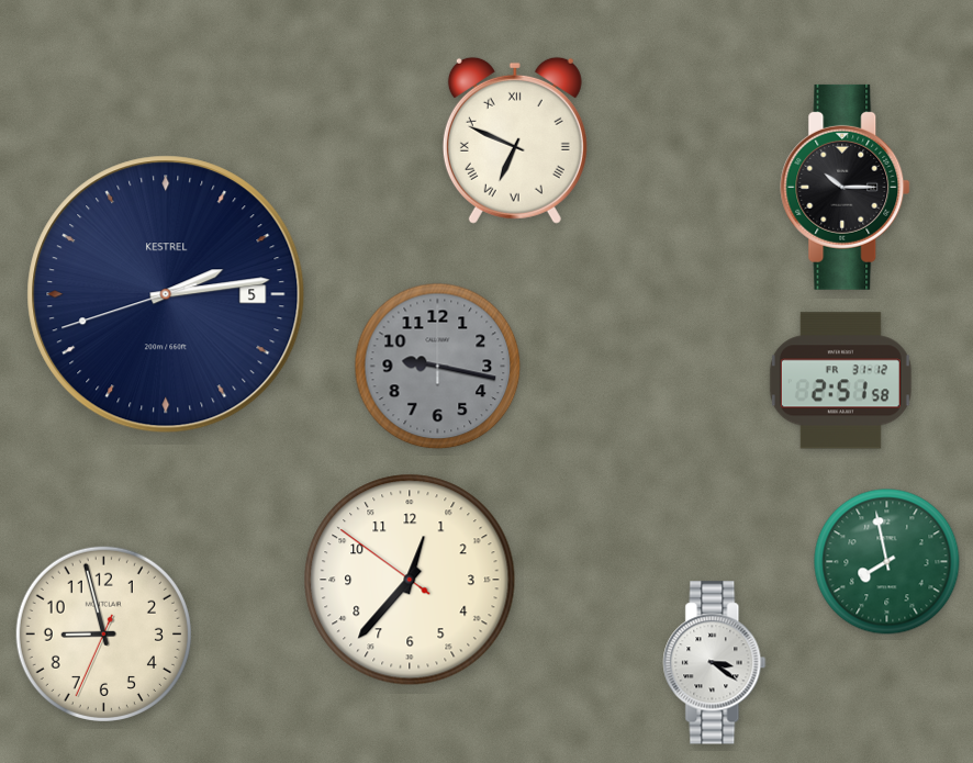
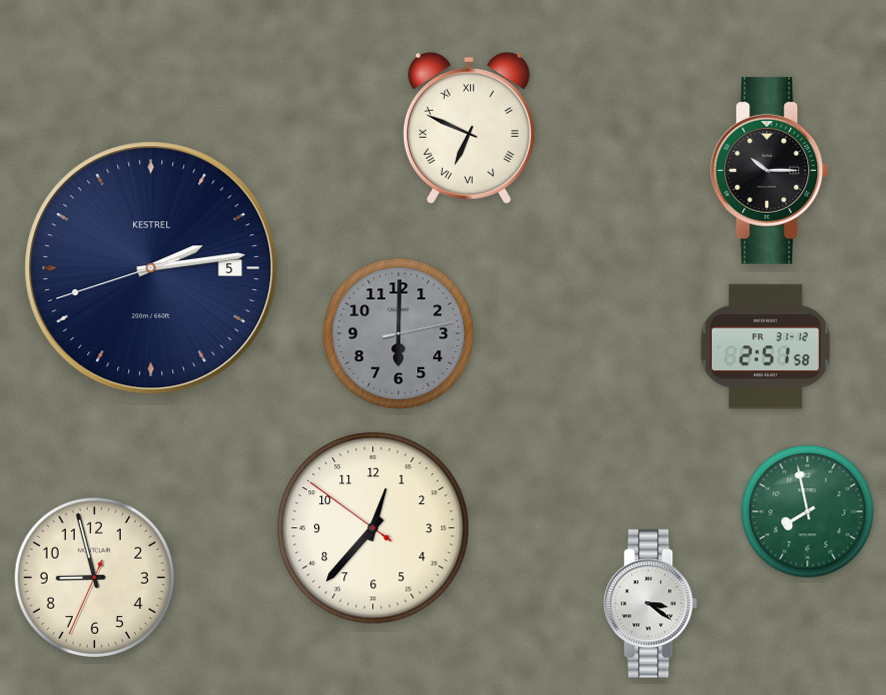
clock at (438, 367): 9:17 -> 6:00
